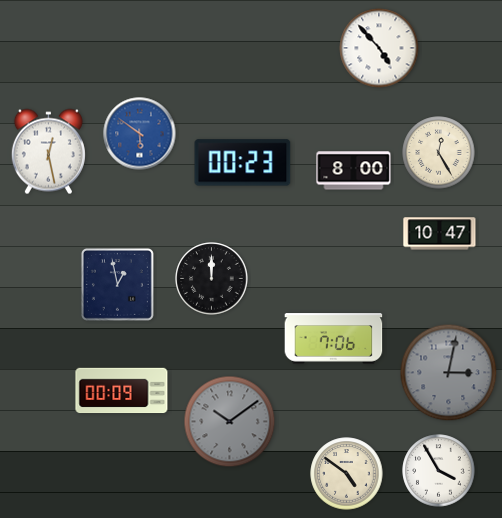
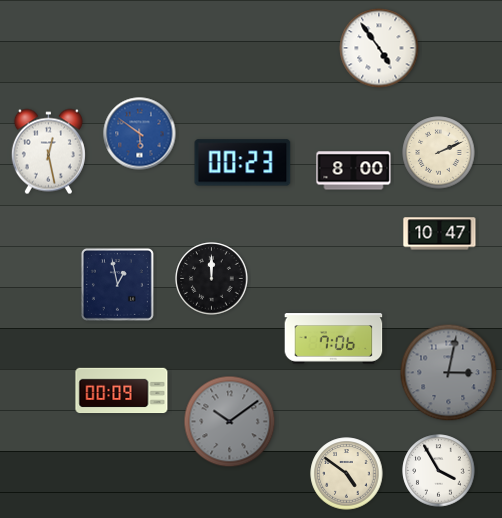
clock at (379, 48): 4:53 -> 4:54
clock at (439, 153): 12:25 -> 2:11
